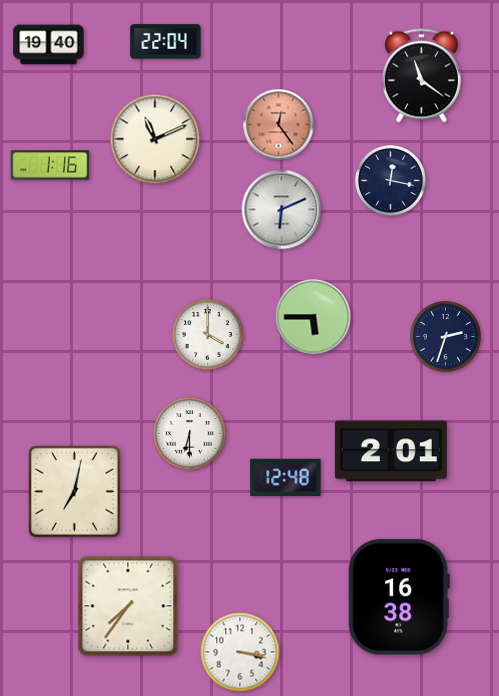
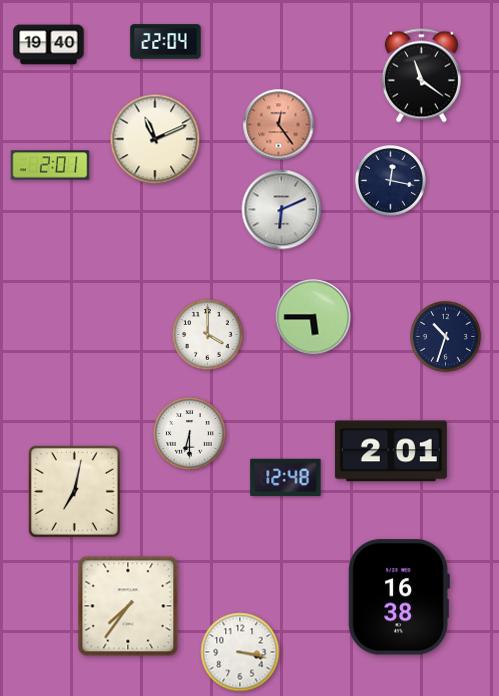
clock at (50, 165): 1:16 -> 2:01
clock at (446, 337): 2:33 -> 10:33
